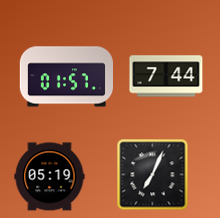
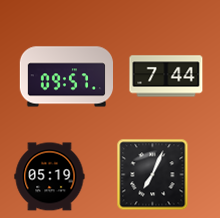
clock at (66, 77): 01:57 -> 09:57
